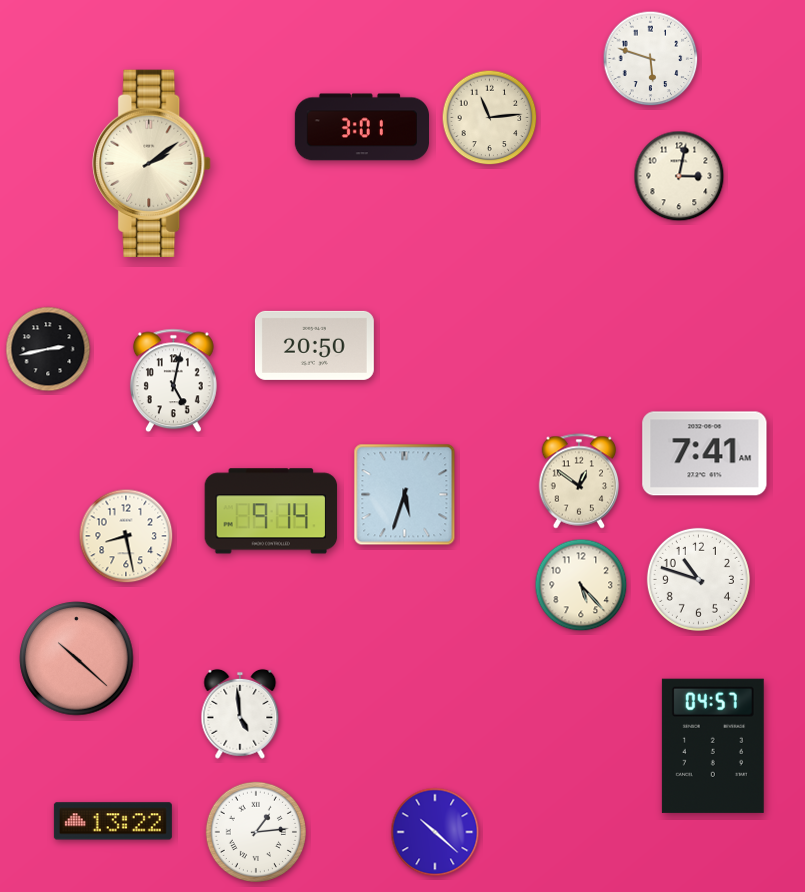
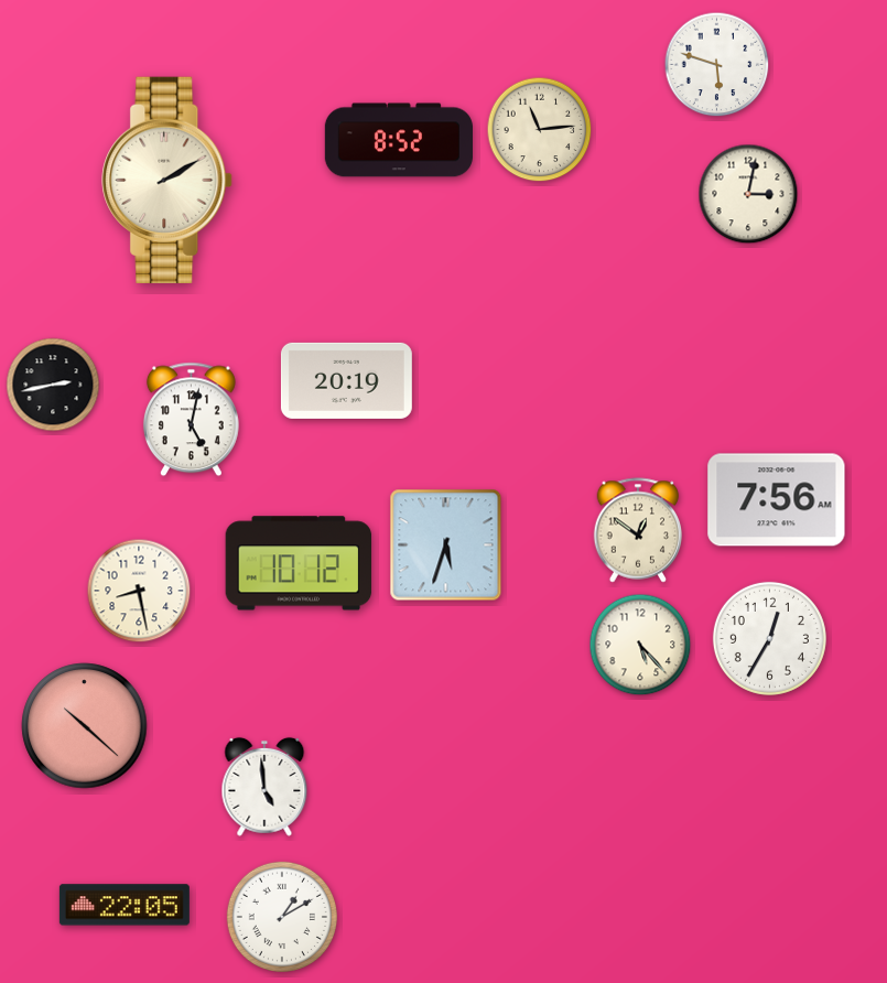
clock at (361, 127): 3:01 -> 8:52
clock at (152, 163): 2:09 -> 2:10
clock at (314, 345): 20:50 -> 20:19
clock at (705, 454): 7:41 -> 7:56
clock at (271, 511): 9:14 -> 10:12
clock at (698, 579): 10:48 -> 12:35
clock at (713, 746): 04:57 -> none
clock at (113, 821): 13:22 -> 22:05
clock at (255, 832): 1:14 -> 1:10
clock at (435, 832): 10:22 -> none
